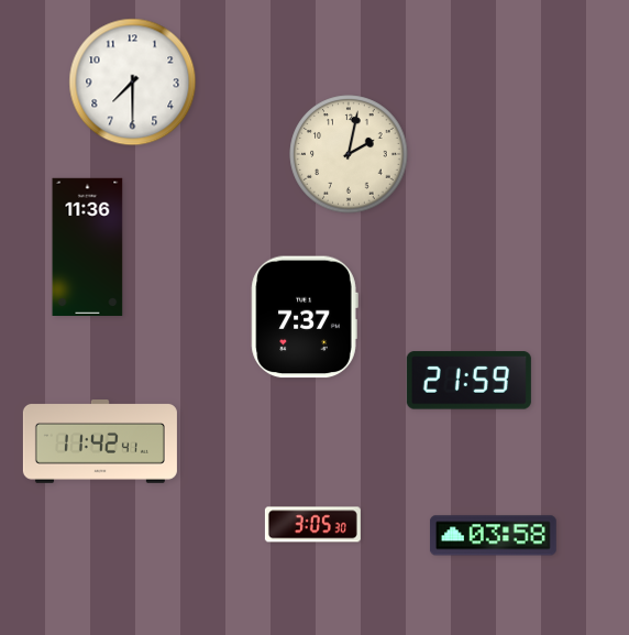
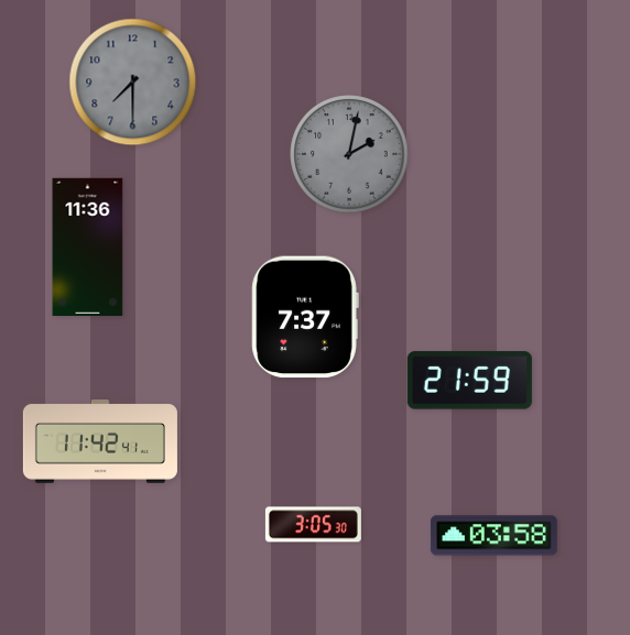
clock at (133, 83) dial: white -> grey
clock at (349, 154) dial: cream -> grey
